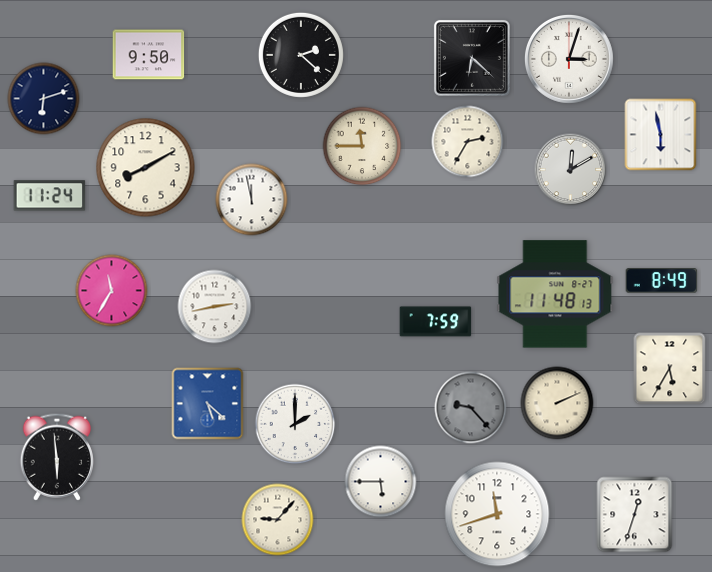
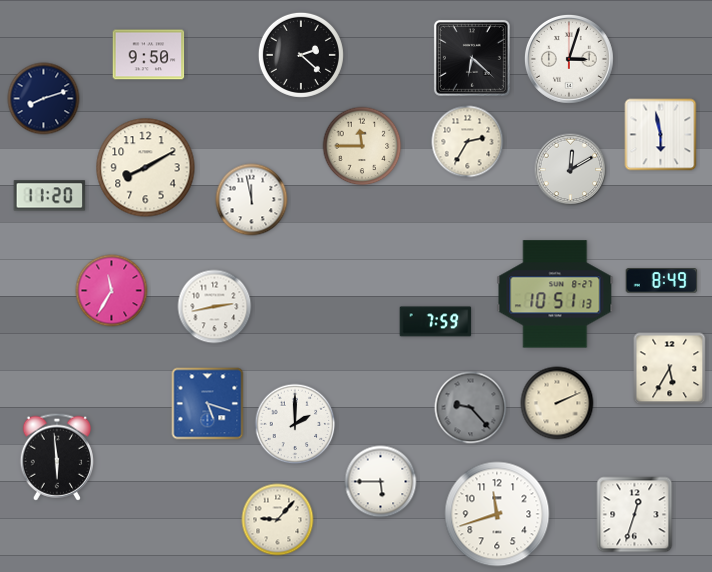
clock at (44, 99): 6:12 -> 8:12
clock at (50, 196): 11:24 -> 11:20
clock at (555, 294): 11:48 -> 10:51
clock at (208, 404): 5:22 -> 5:18
